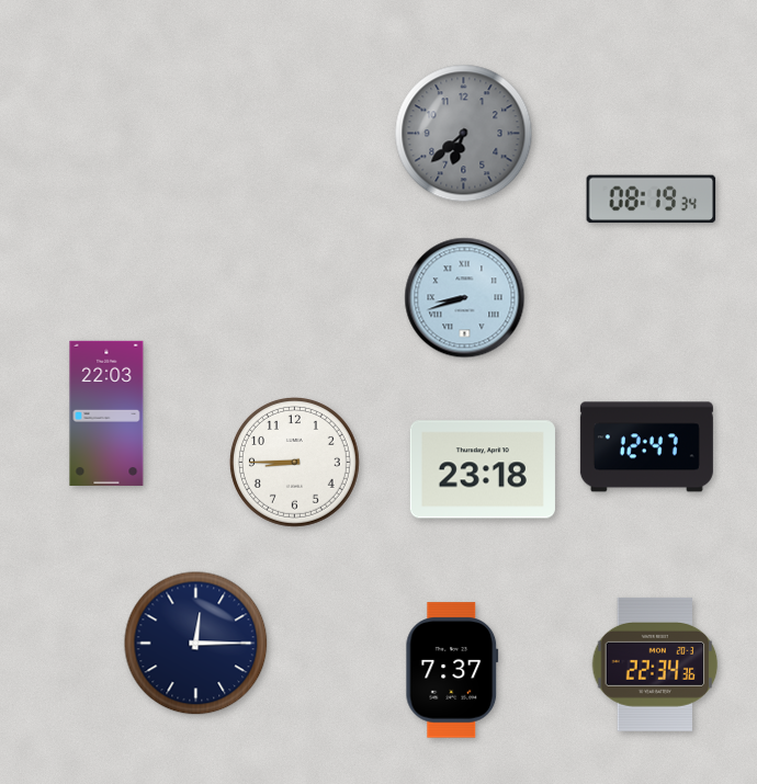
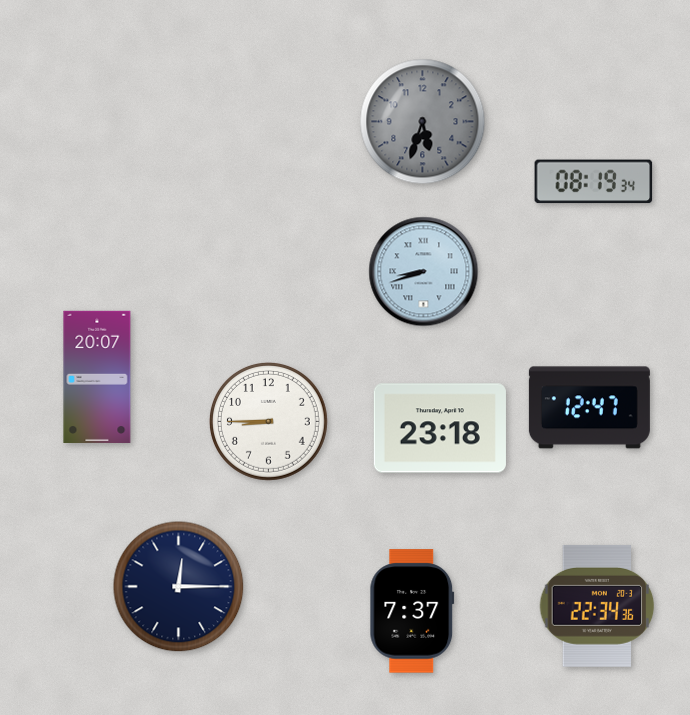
clock at (464, 134): 6:38 -> 5:33
clock at (106, 413): 22:03 -> 20:07
